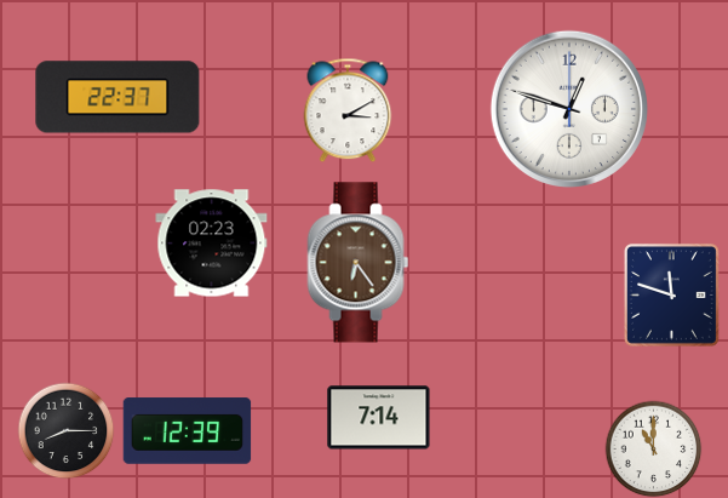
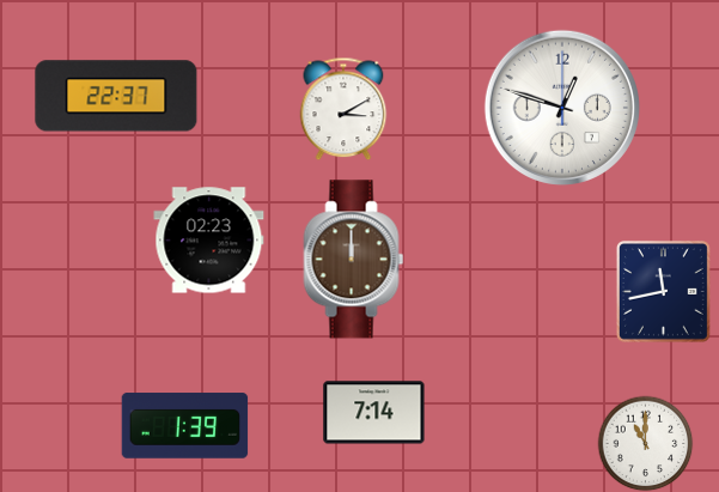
clock at (359, 263): 6:24 -> 12:00
clock at (671, 294): 11:48 -> 11:43
clock at (65, 430): 8:15 -> none
clock at (188, 431): 12:39 -> 1:39
